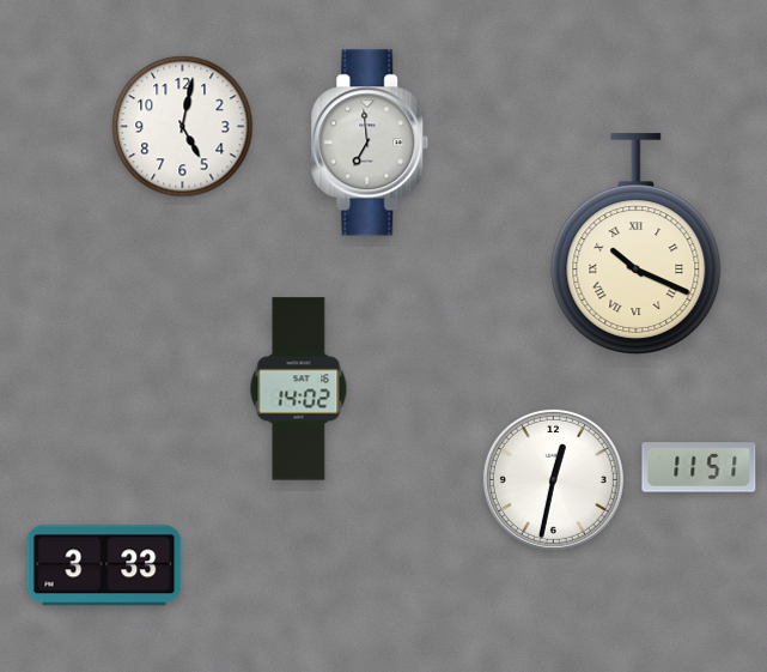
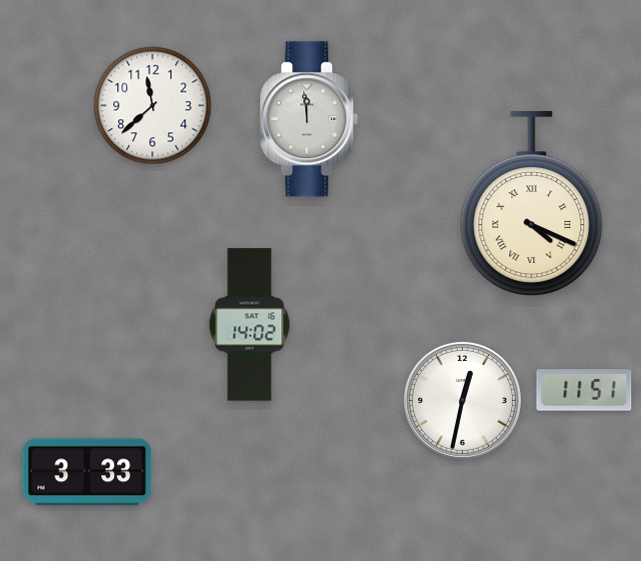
clock at (183, 127): 5:02 -> 11:38
clock at (370, 143): 6:59 -> 11:59
clock at (637, 243): 10:19 -> 4:19
